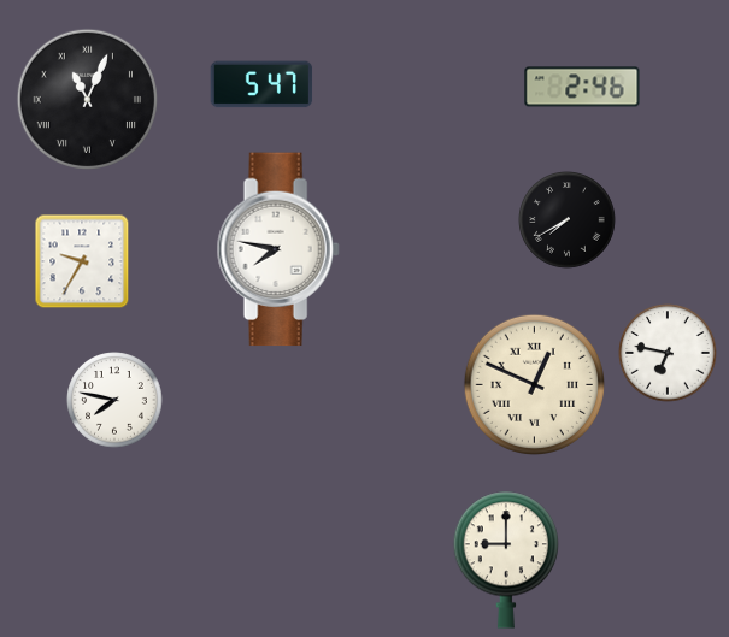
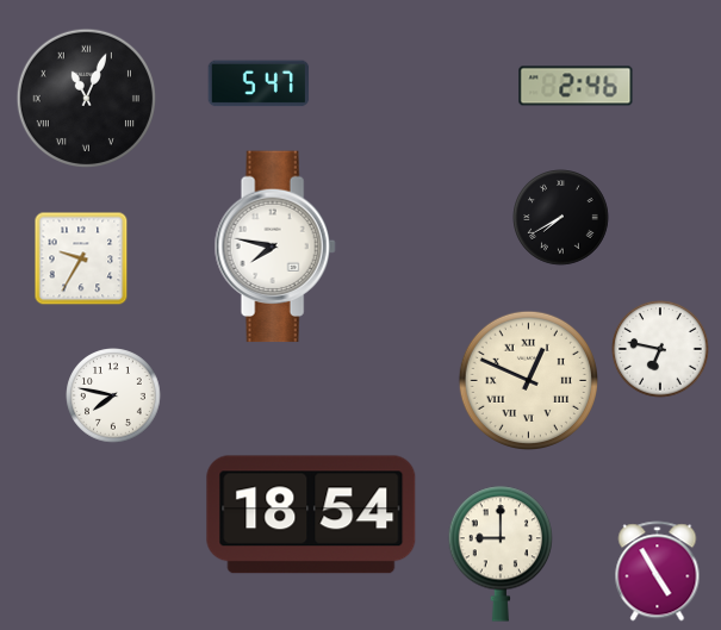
clock at (311, 514): none -> 18:54
clock at (658, 572): none -> 4:55
